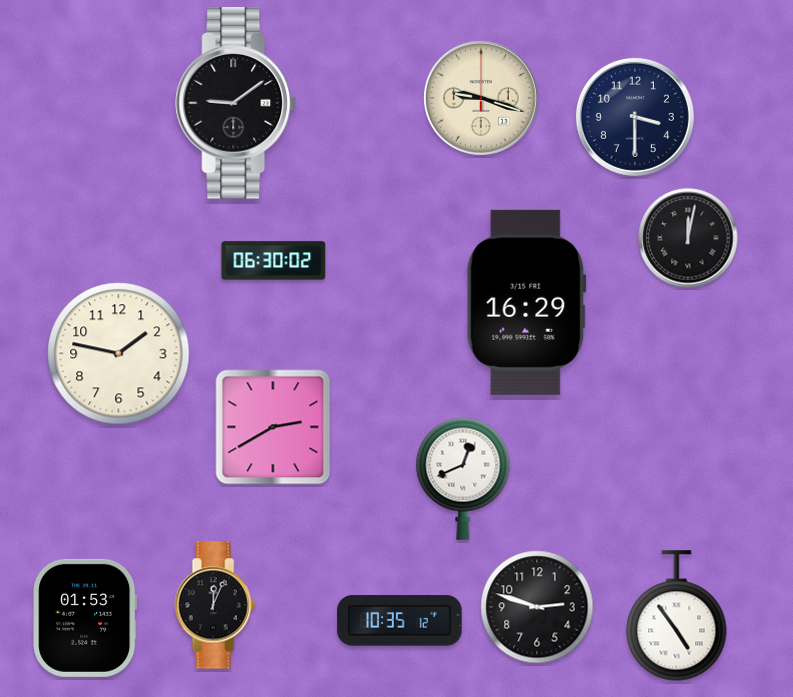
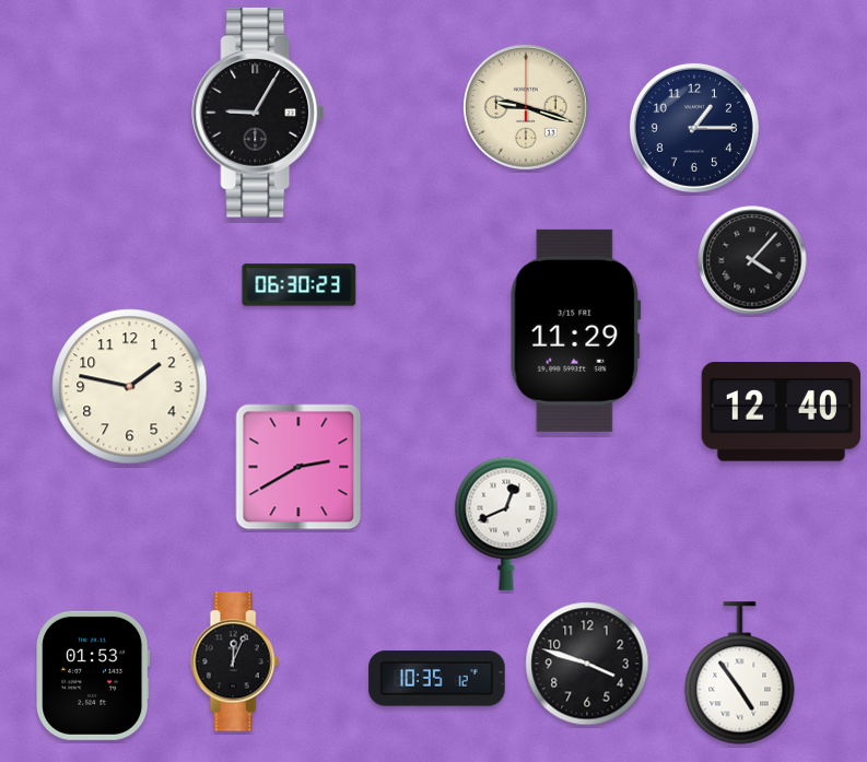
clock at (236, 103): 9:09 -> 9:05
clock at (635, 117): 3:30 -> 1:15
clock at (688, 238): 12:02 -> 4:07
clock at (274, 261): 06:30:02 -> 06:30:23
clock at (526, 302): 16:29 -> 11:29
clock at (781, 412): none -> 12:40
clock at (537, 607): 2:48 -> 3:48
